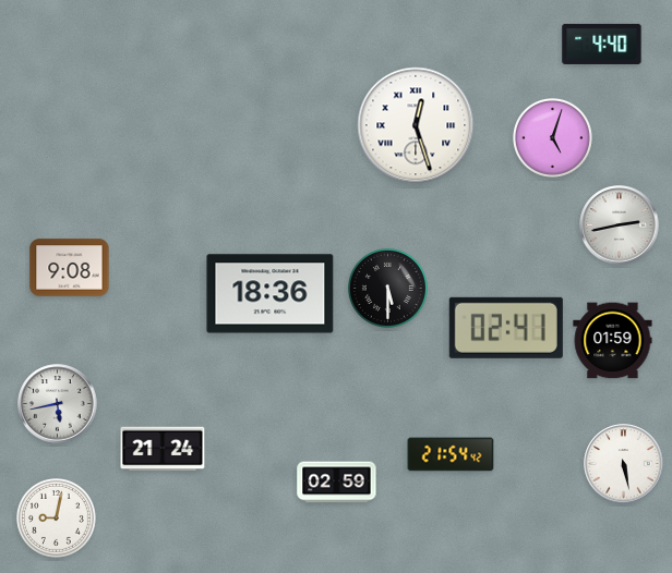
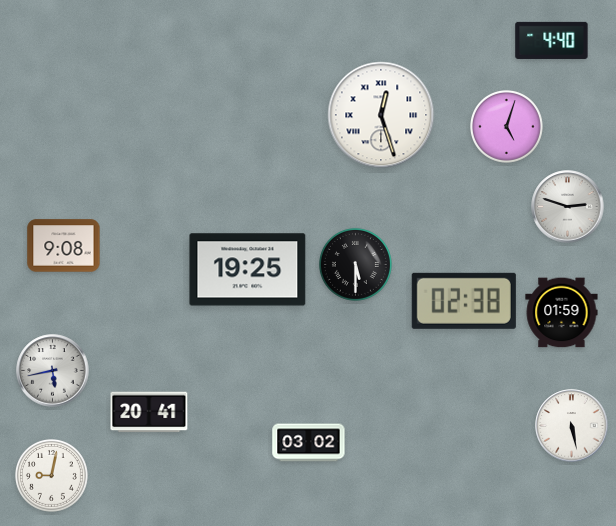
clock at (620, 225): 2:43 -> 2:48
clock at (271, 294): 18:36 -> 19:25
clock at (506, 328): 02:41 -> 02:38
clock at (163, 449): 21:24 -> 20:41
clock at (451, 454): 21:54 -> none
clock at (337, 483): 02:59 -> 03:02
